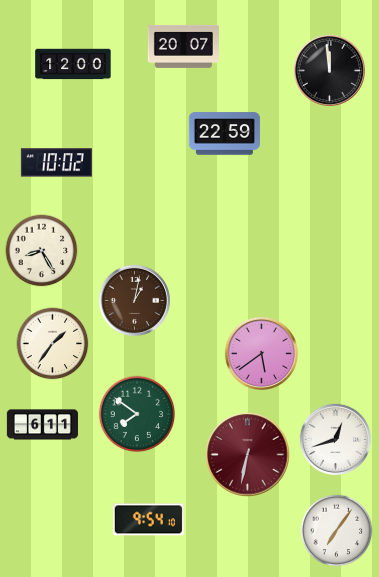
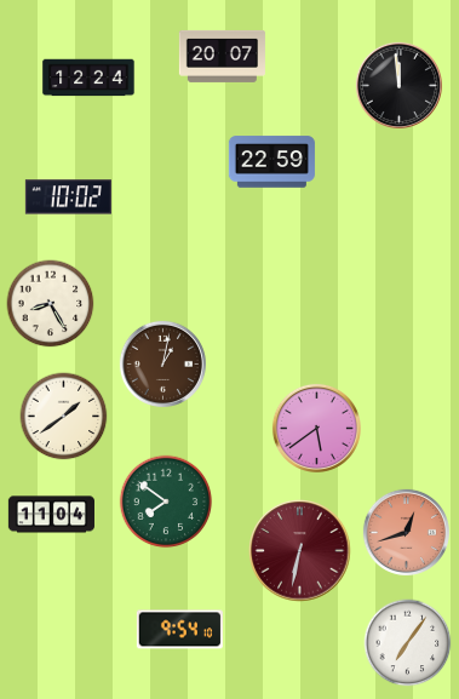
clock at (73, 64): 12:00 -> 12:24
clock at (53, 344): 1:36 -> 1:39
clock at (42, 425): 6:11 -> 11:04
clock at (335, 439) dial: white -> salmon
